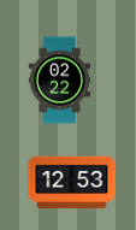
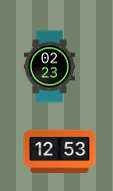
clock at (59, 81): 02:22 -> 02:23
